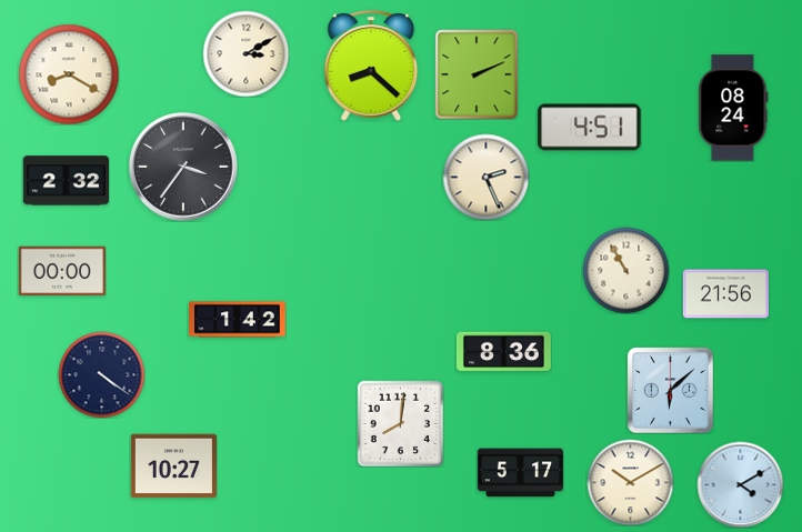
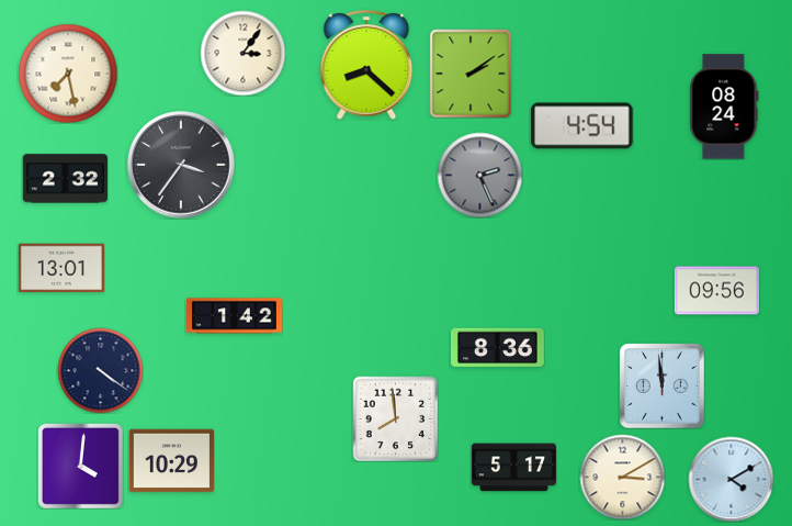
clock at (245, 53): 3:10 -> 3:06
clock at (69, 74): 8:20 -> 7:28
clock at (477, 74): 2:11 -> 2:09
clock at (590, 128): 4:51 -> 4:54
clock at (485, 177) dial: cream -> grey
clock at (625, 270): 10:55 -> none
clock at (62, 271): 00:00 -> 13:01
clock at (725, 294): 21:56 -> 09:56
clock at (670, 390): 6:08 -> 11:59
clock at (400, 423): 8:01 -> 7:59
clock at (173, 466): 10:27 -> 10:29
clock at (80, 466): none -> 4:01
clock at (630, 482): 10:10 -> 3:10
